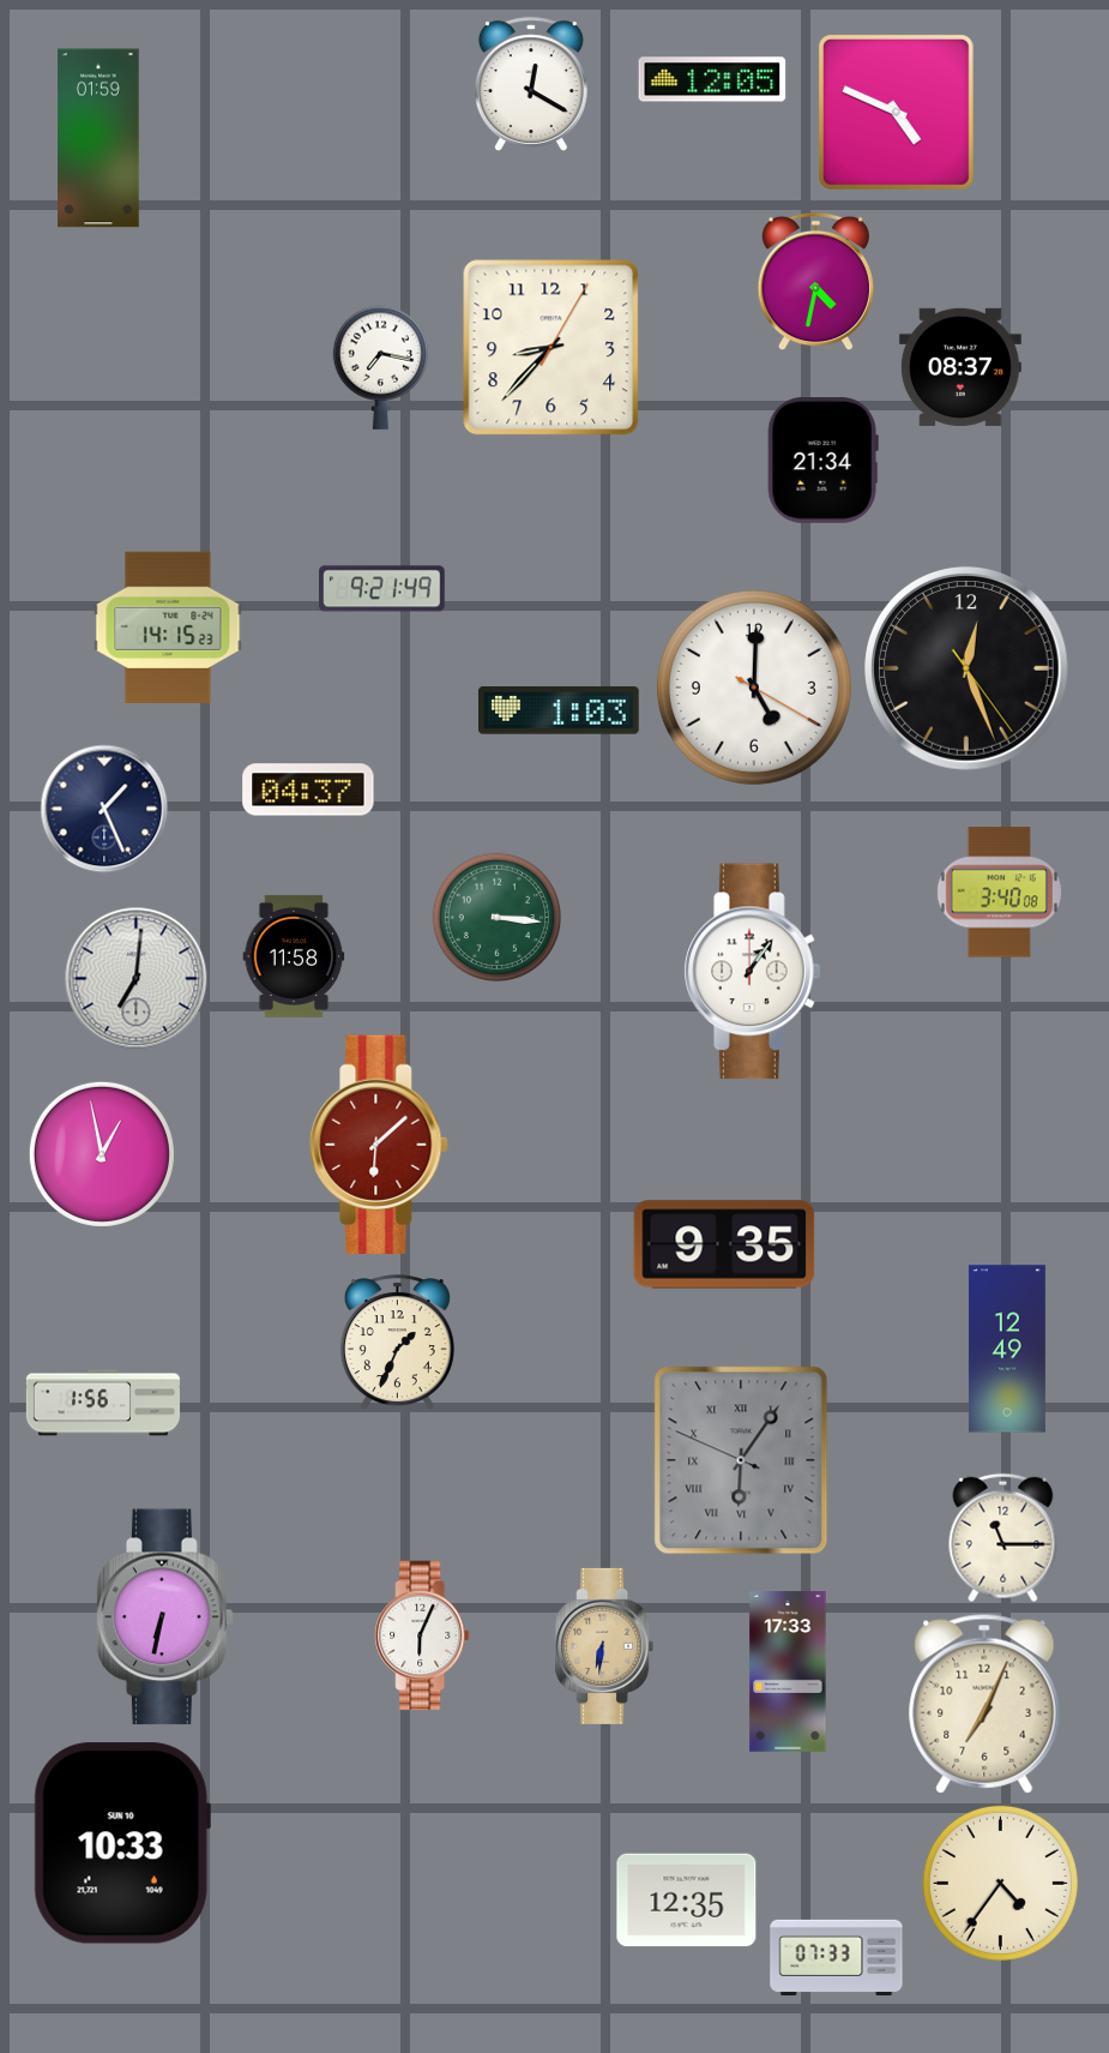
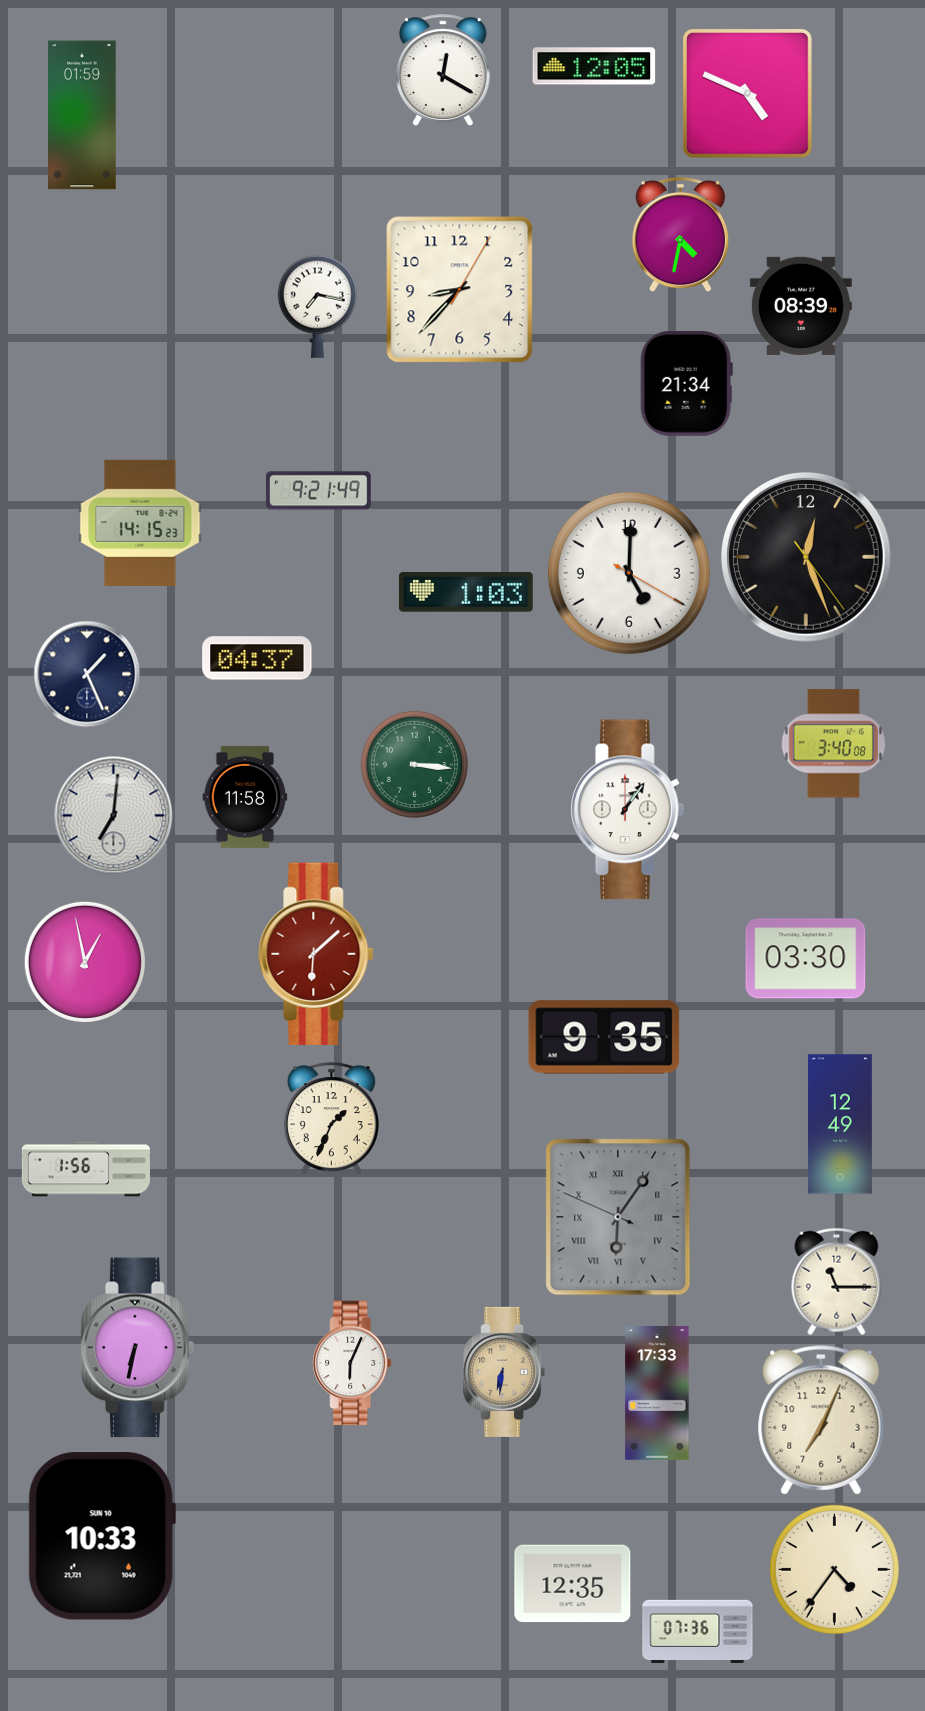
clock at (960, 367): 08:37 -> 08:39
clock at (806, 959): none -> 03:30
clock at (837, 1957): 07:33 -> 07:36
